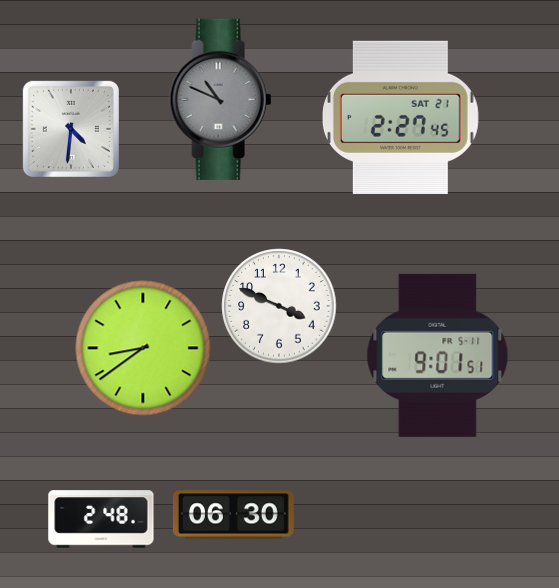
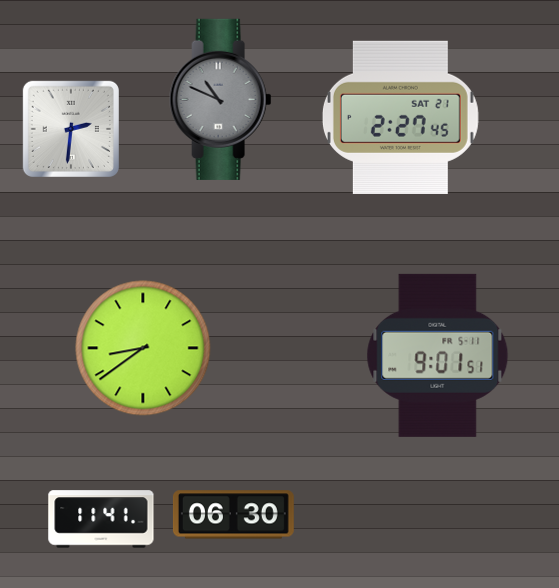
clock at (71, 129): 4:31 -> 2:31
clock at (279, 306): 3:49 -> none
clock at (101, 519): 2:48 -> 11:41
